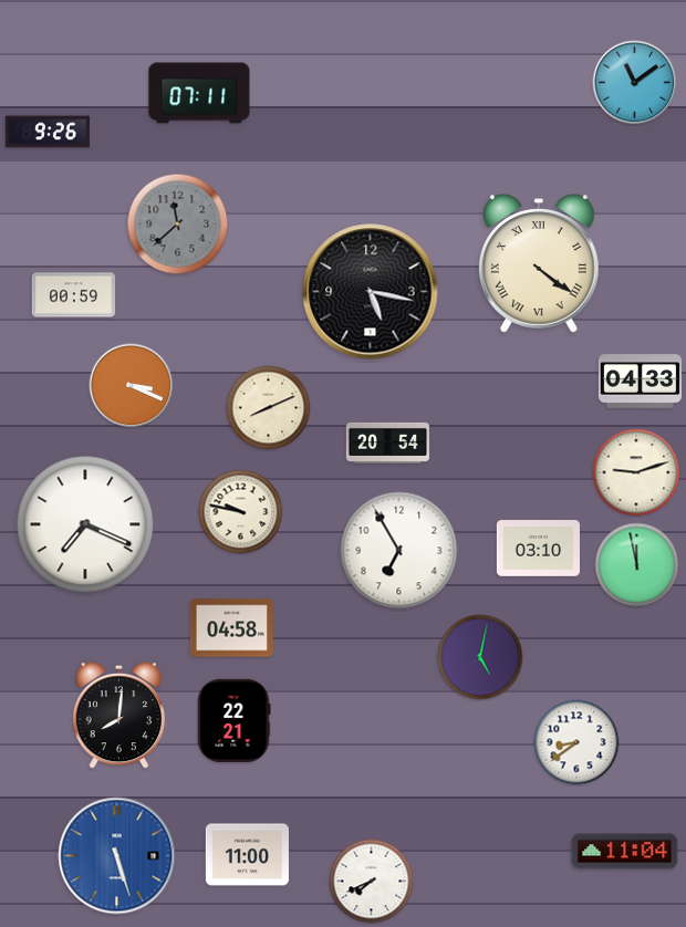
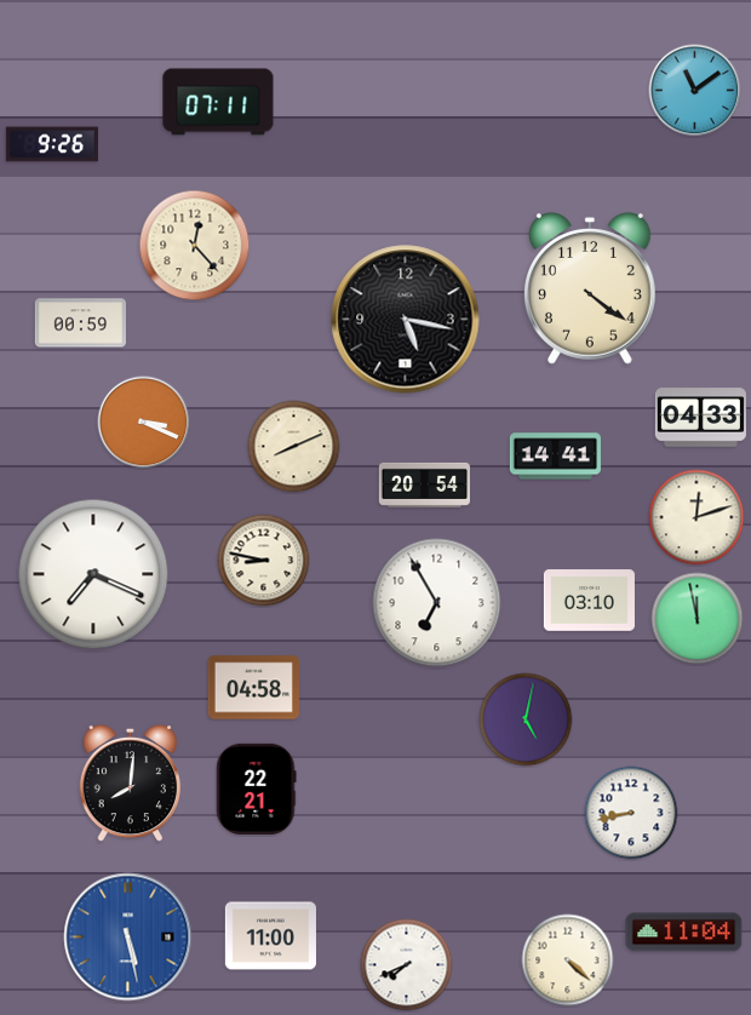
clock at (178, 225): 11:38 -> 12:23
clock at (178, 225) dial: grey -> cream
clock at (540, 263) numerals: Roman -> Arabic
clock at (555, 457): none -> 14:41
clock at (636, 472): 9:12 -> 12:12
clock at (241, 512): 9:47 -> 8:47
clock at (576, 742): 8:39 -> 8:43
clock at (117, 856): 5:27 -> 5:28
clock at (568, 960): none -> 4:22
